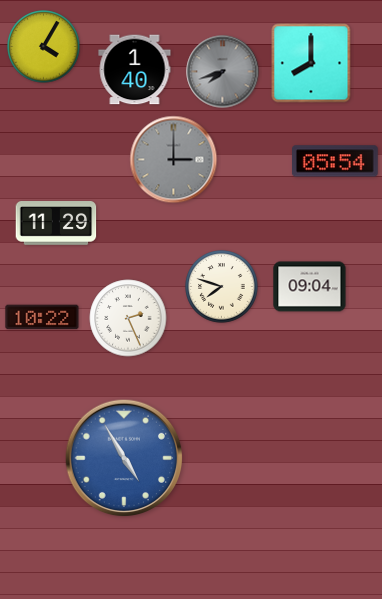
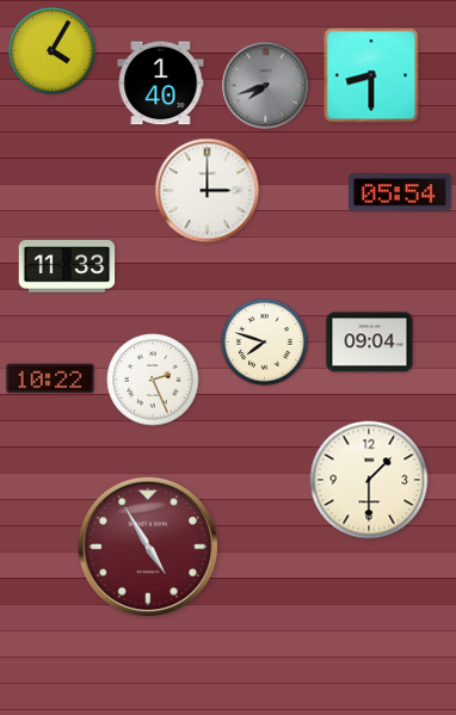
clock at (44, 47) position: (44, 47) -> (53, 51)
clock at (311, 63): 8:00 -> 8:30
clock at (174, 160) dial: grey -> white
clock at (56, 224): 11:29 -> 11:33
clock at (369, 480): none -> 1:30
clock at (124, 458) dial: blue -> burgundy
